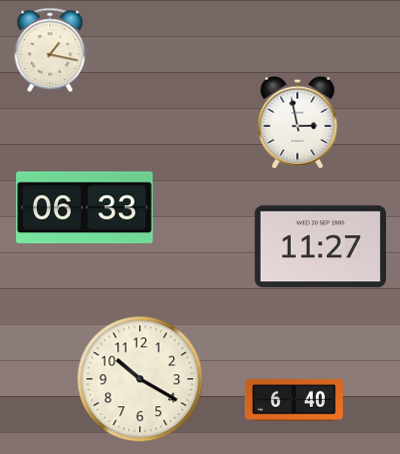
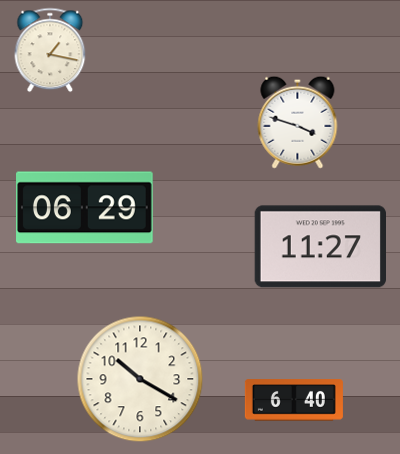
clock at (298, 122): 2:58 -> 3:48
clock at (85, 208): 06:33 -> 06:29
